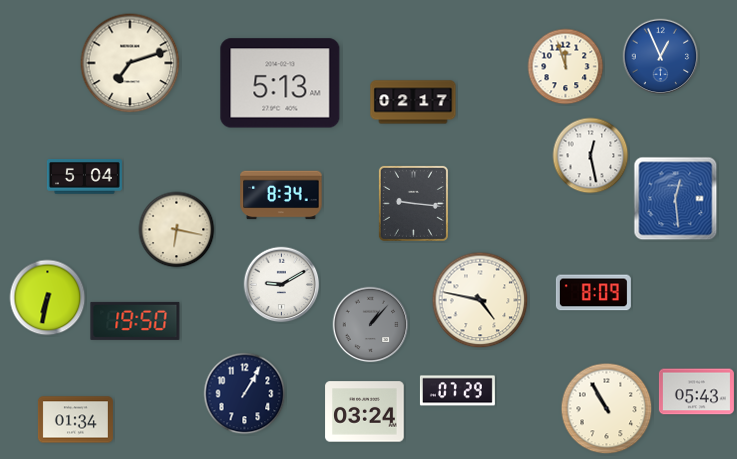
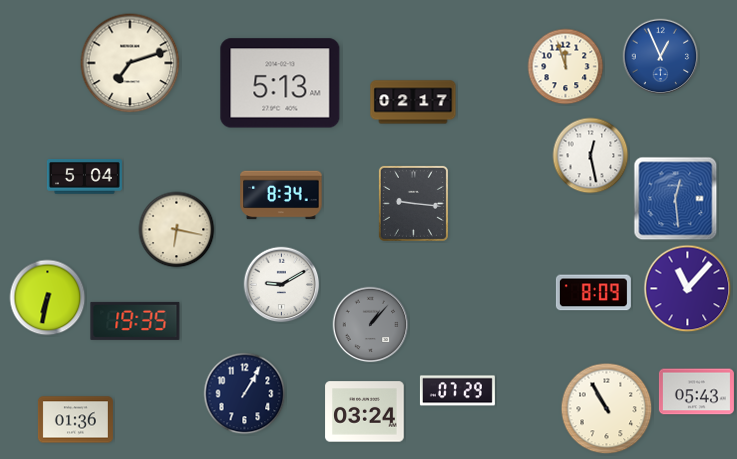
clock at (688, 289): none -> 11:07
clock at (480, 300): 4:47 -> none
clock at (135, 321): 19:50 -> 19:35
clock at (75, 420): 01:34 -> 01:36
